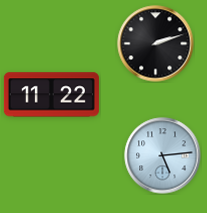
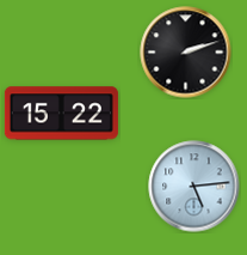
clock at (51, 95): 11:22 -> 15:22
